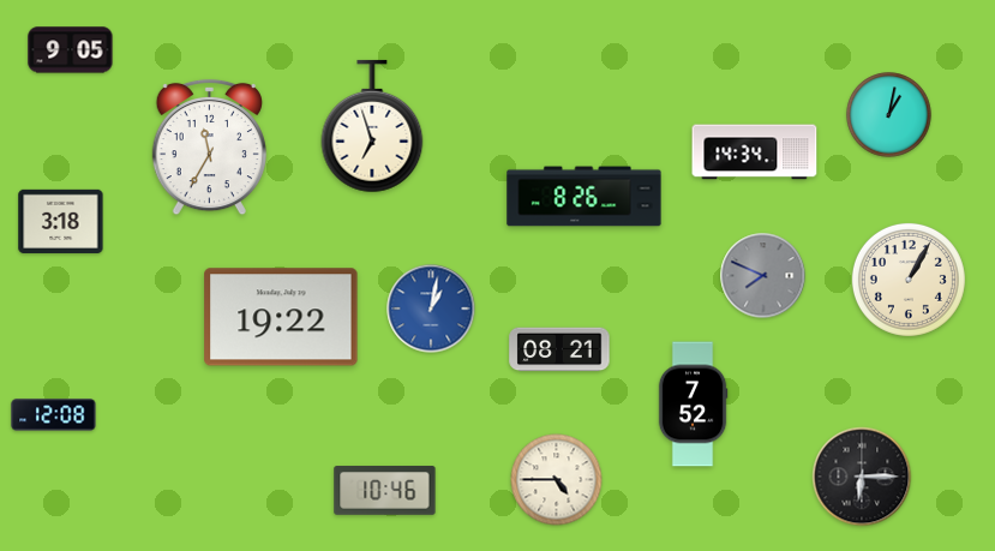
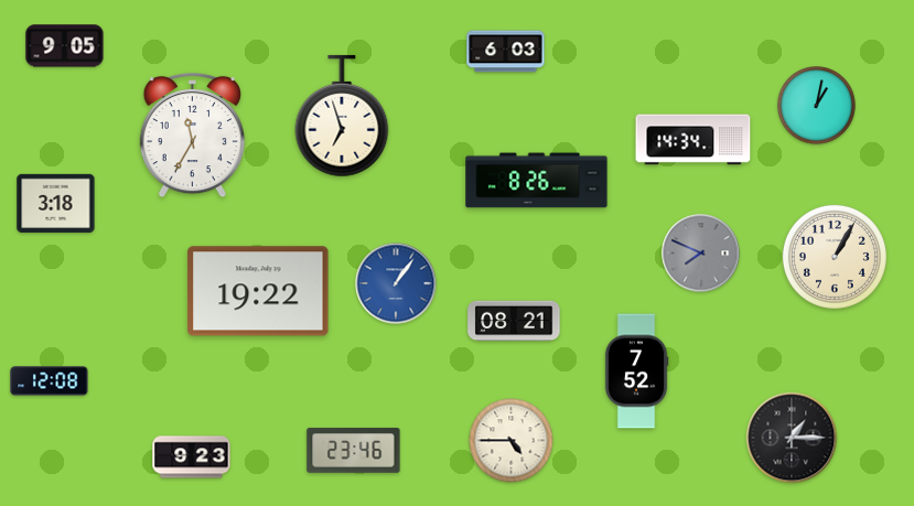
clock at (506, 52): none -> 6:03
clock at (431, 309): 1:02 -> 1:06
clock at (862, 477): 6:15 -> 1:15
clock at (385, 491): 10:46 -> 23:46
clock at (192, 457): none -> 9:23
